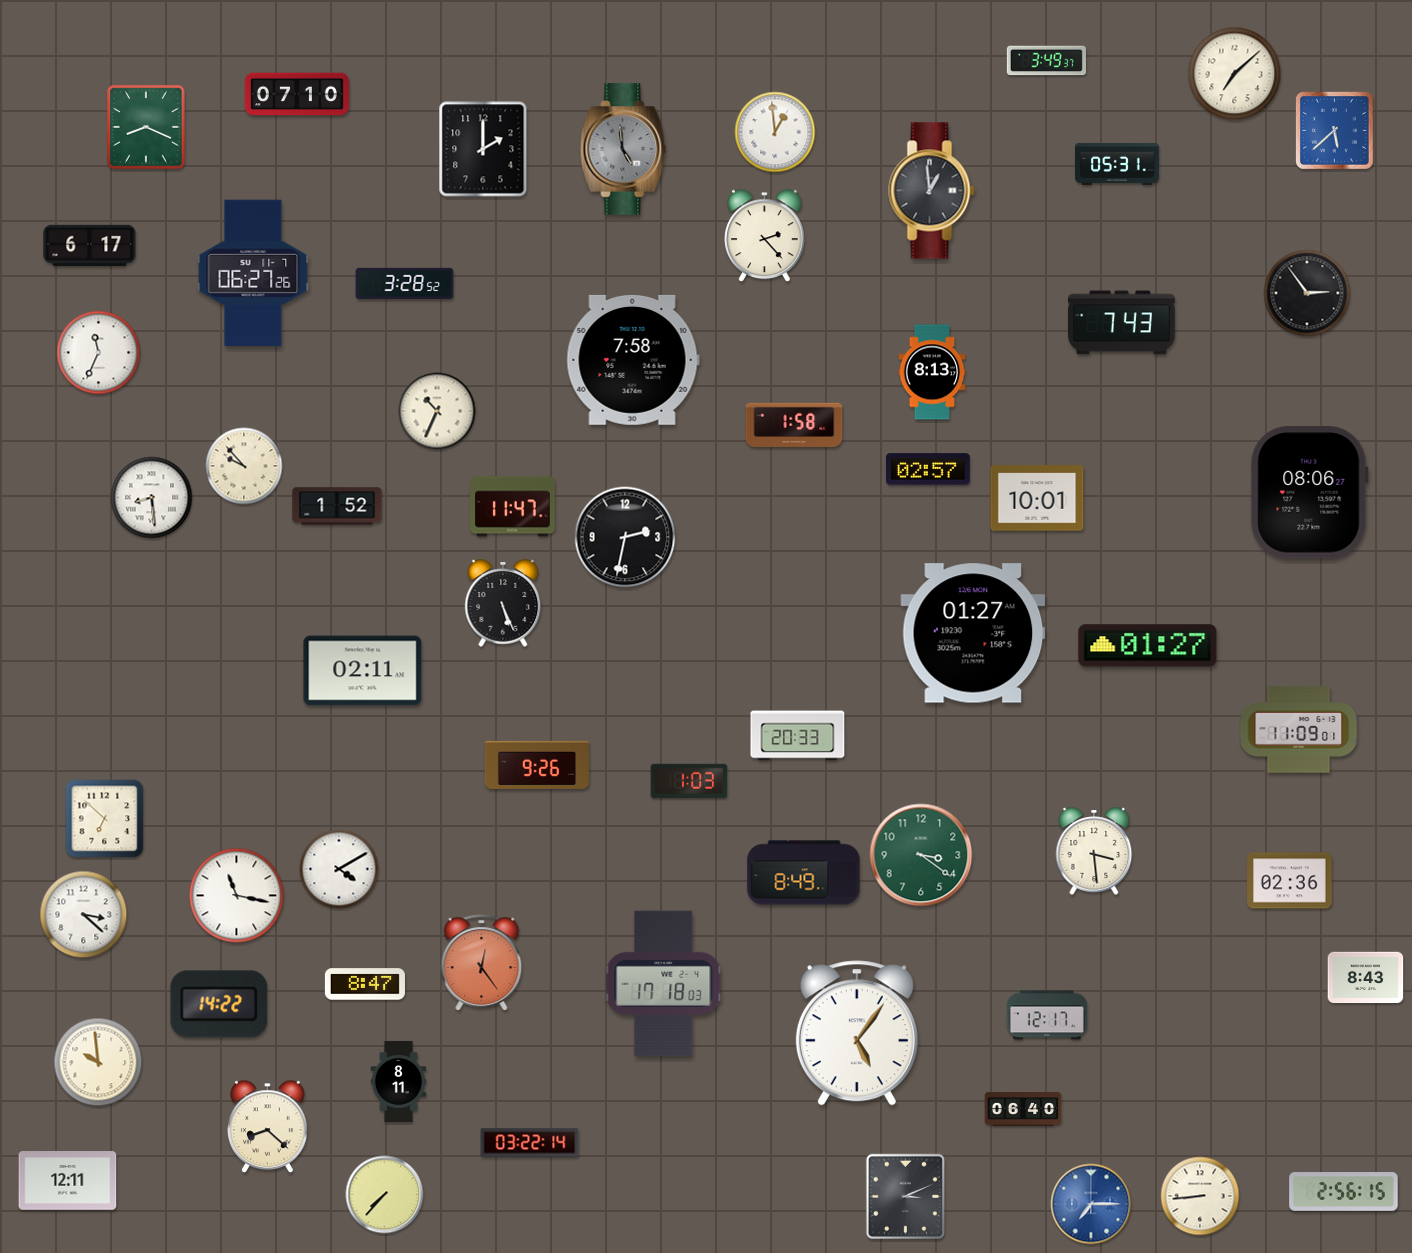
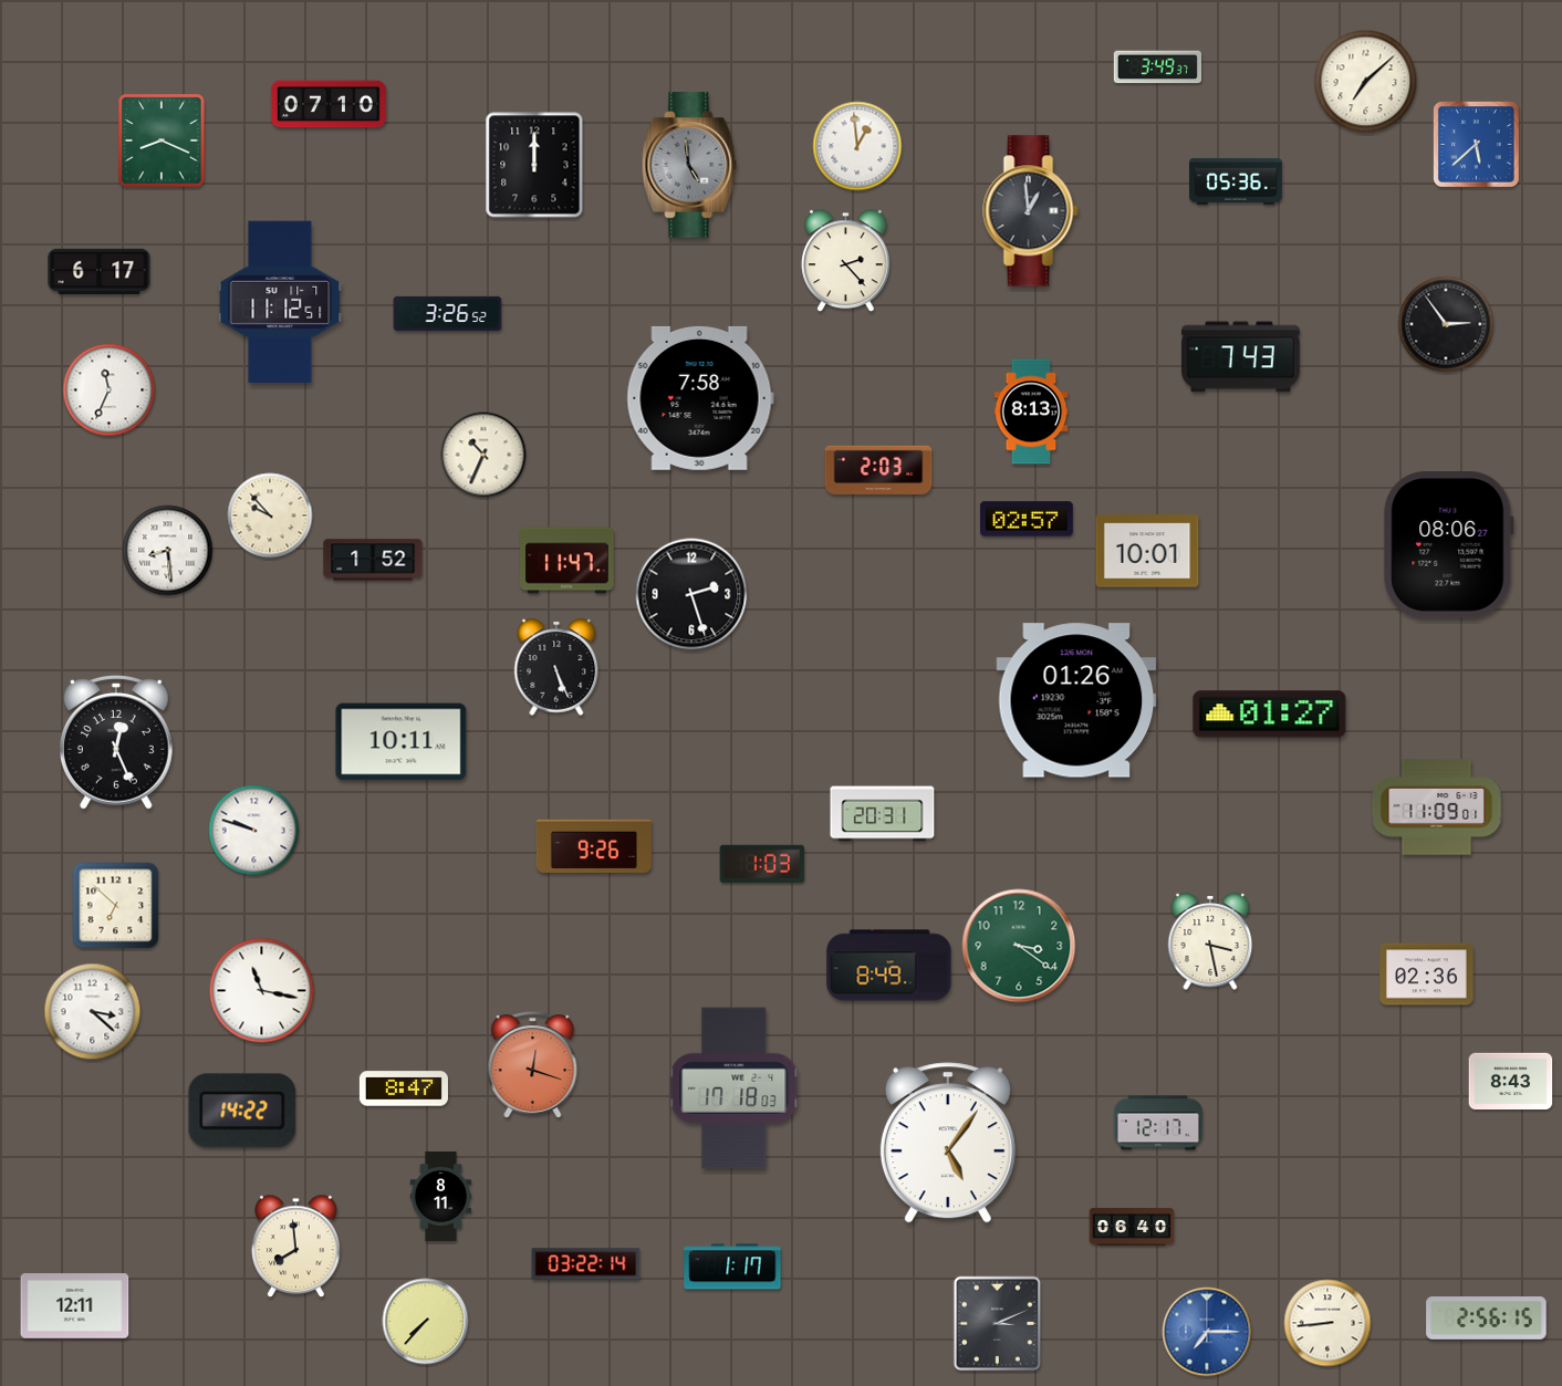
clock at (483, 149): 2:00 -> 12:00
clock at (1117, 164): 05:31 -> 05:36
clock at (253, 273): 06:27 -> 11:12
clock at (405, 283): 3:28 -> 3:26
clock at (794, 424): 1:58 -> 2:03
clock at (625, 537): 2:32 -> 2:27
clock at (973, 633): 01:27 -> 01:26
clock at (363, 671): 02:11 -> 10:11
clock at (117, 743): none -> 12:26
clock at (798, 736): 20:33 -> 20:31
clock at (254, 831): none -> 9:48
clock at (1094, 851): 3:29 -> 3:28
clock at (339, 869): 4:10 -> none
clock at (482, 963): 12:24 -> 12:18
clock at (98, 1062): 9:59 -> none
clock at (268, 1127): 8:22 -> 7:59
clock at (732, 1267): none -> 1:17
clock at (906, 1197) position: (906, 1197) -> (998, 1324)
